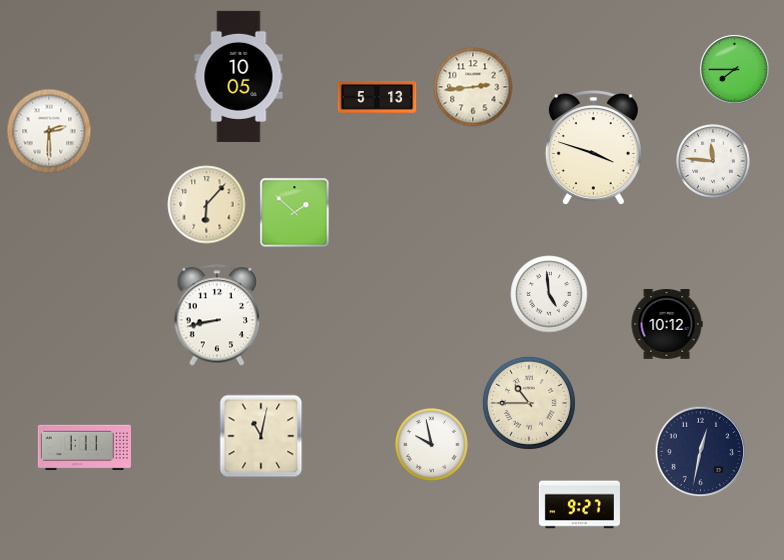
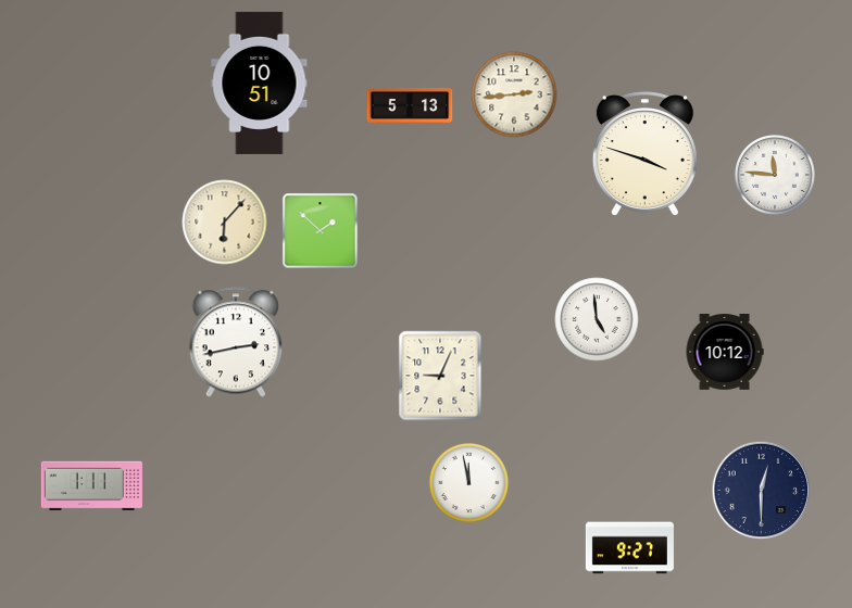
clock at (735, 70): 7:45 -> none
clock at (239, 76): 10:05 -> 10:51
clock at (49, 131): 2:30 -> none
clock at (593, 147) position: (593, 147) -> (644, 153)
clock at (217, 315): 8:43 -> 2:43
clock at (440, 376): none -> 9:04
clock at (529, 403): 10:45 -> none
clock at (261, 436): 11:02 -> none
clock at (431, 444): 9:58 -> 11:58
clock at (701, 452): 12:32 -> 12:30
